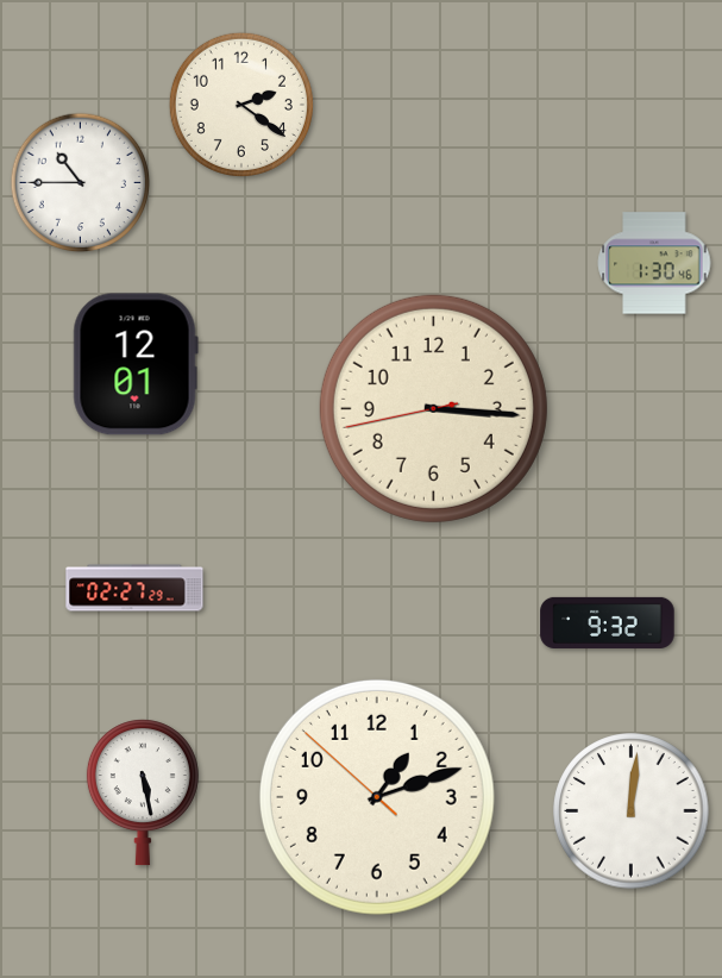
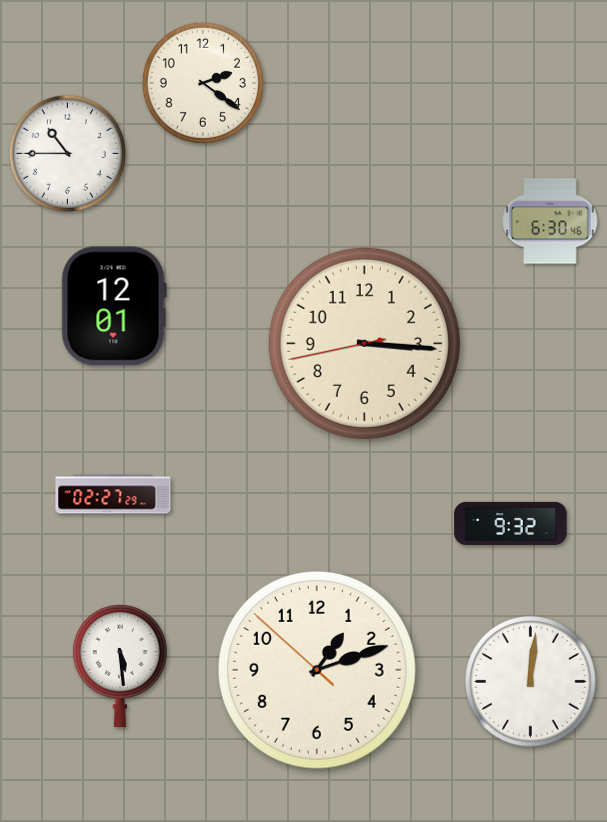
clock at (241, 105) position: (241, 105) -> (203, 83)
clock at (654, 263): 1:30 -> 6:30
clock at (143, 792): 5:28 -> 5:29
